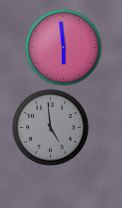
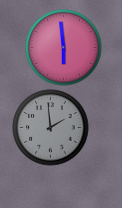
clock at (51, 128): 4:59 -> 1:59
